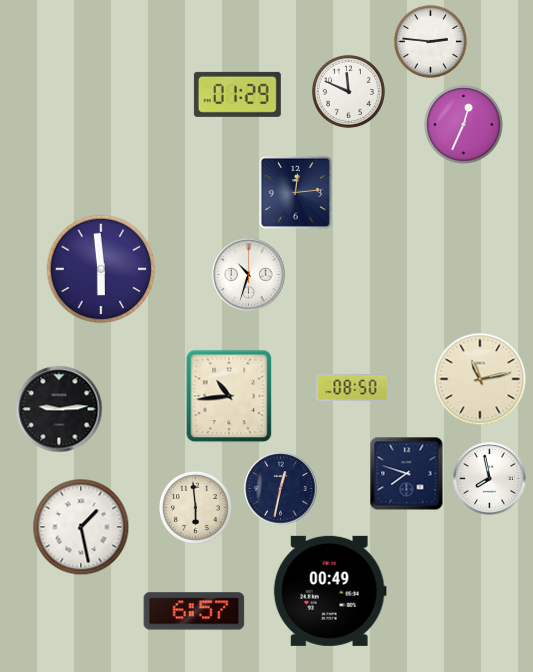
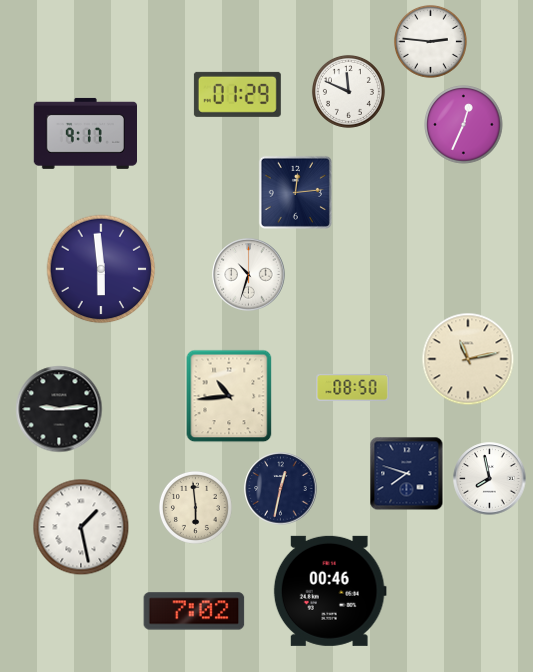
clock at (85, 133): none -> 9:17
clock at (480, 379) position: (480, 379) -> (468, 359)
clock at (330, 591): 00:49 -> 00:46
clock at (194, 611): 6:57 -> 7:02
